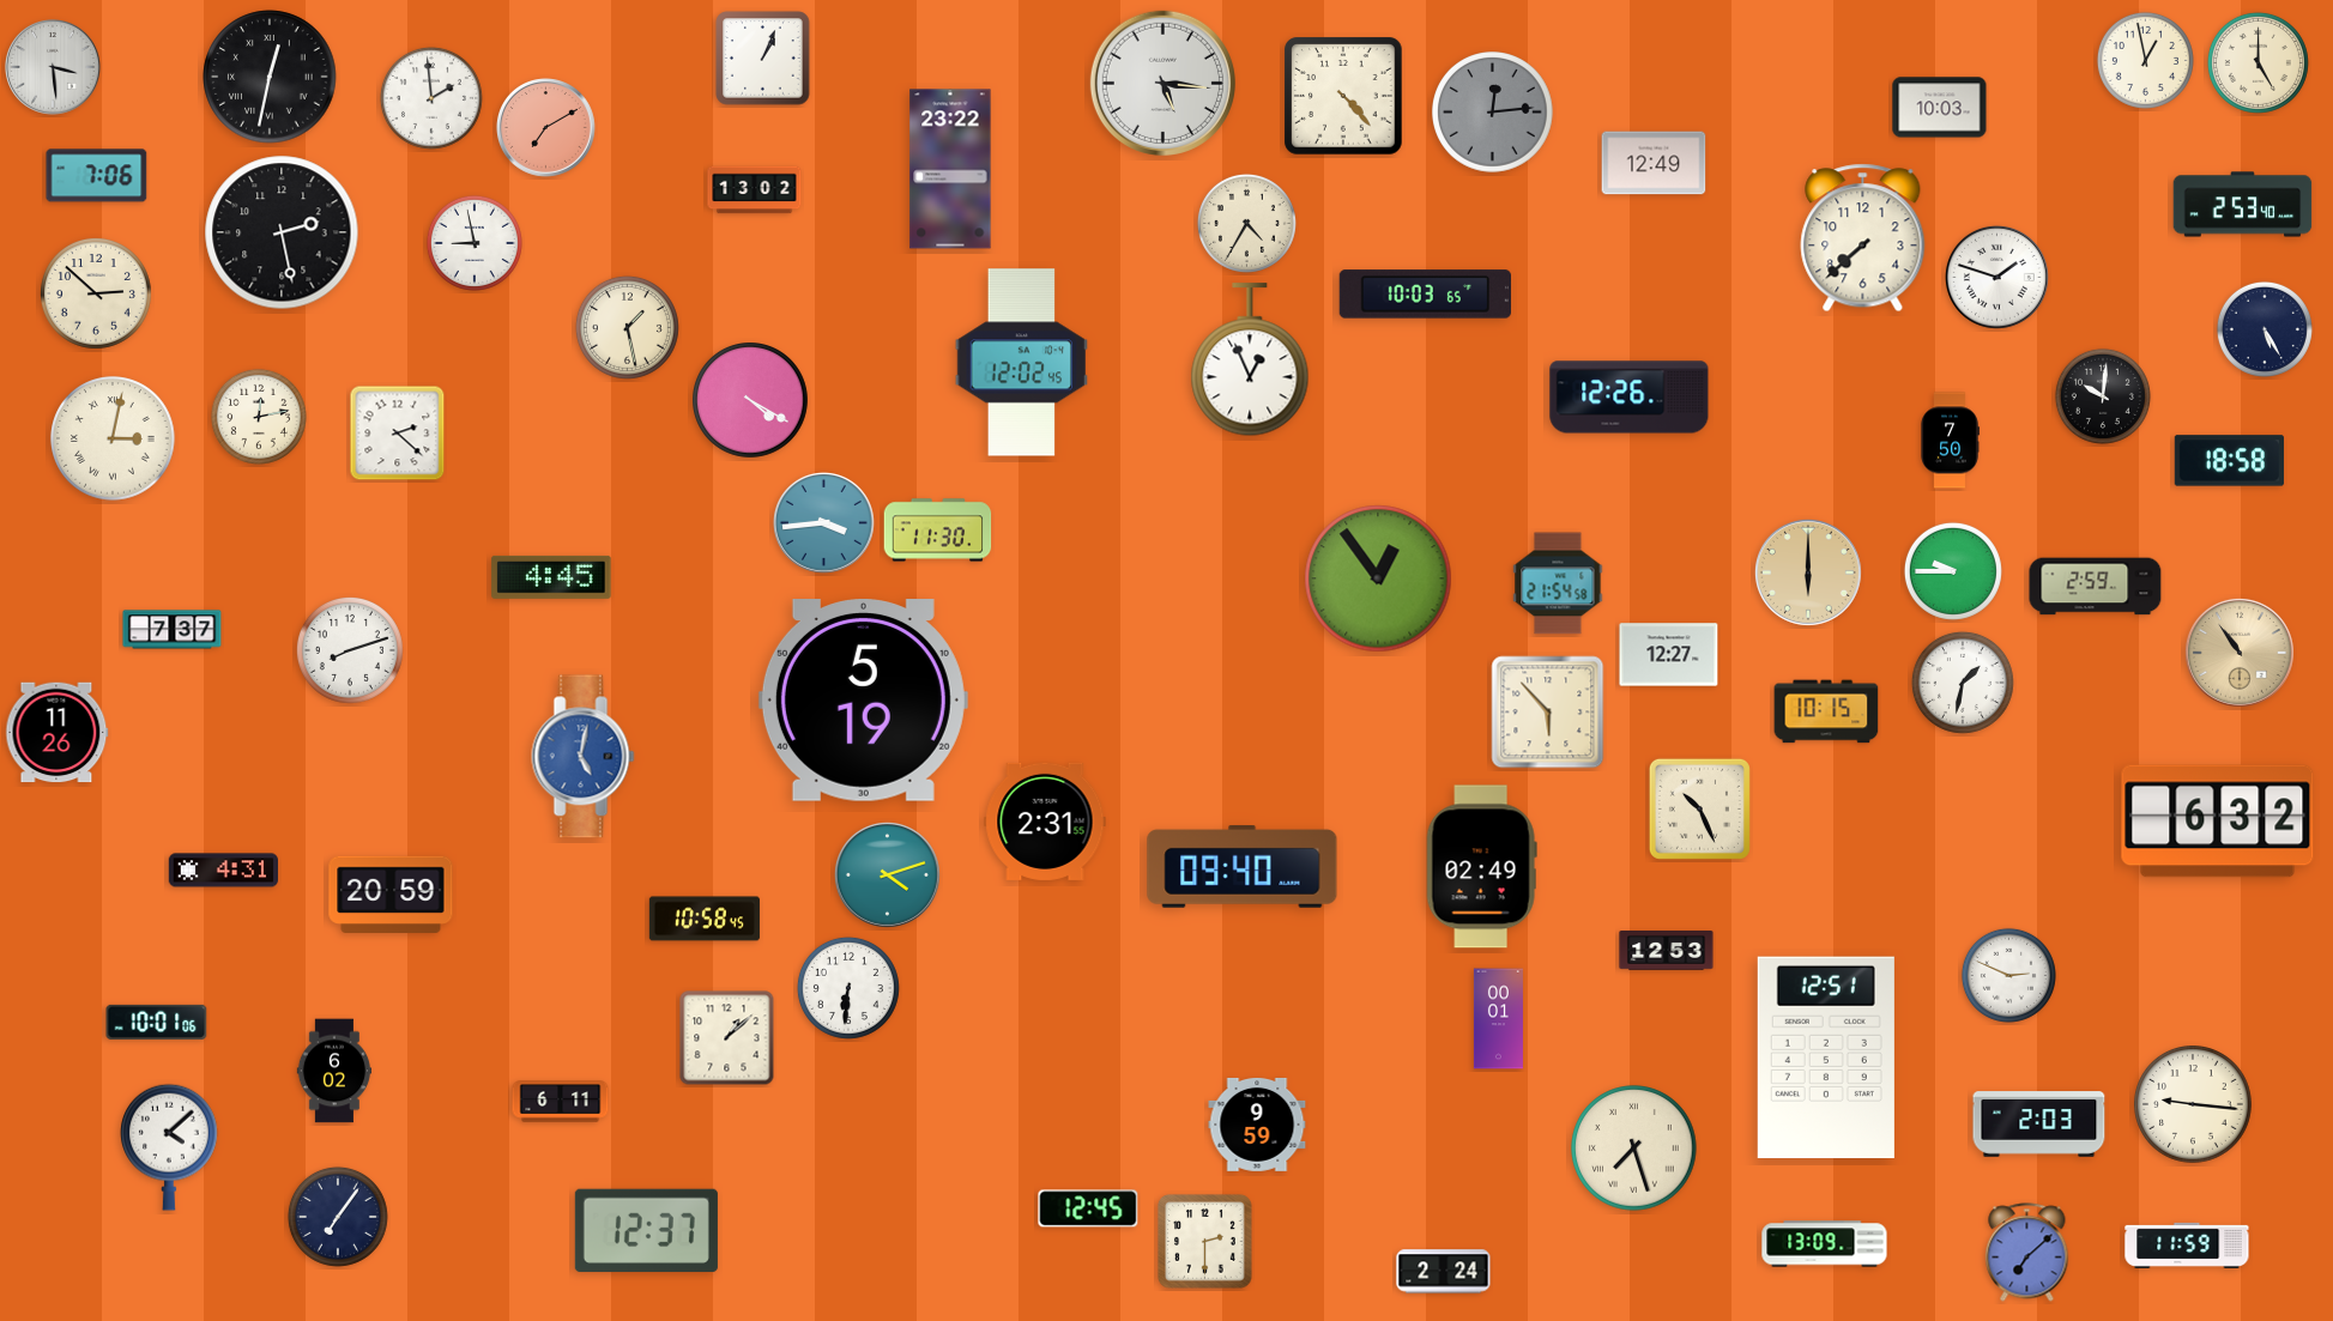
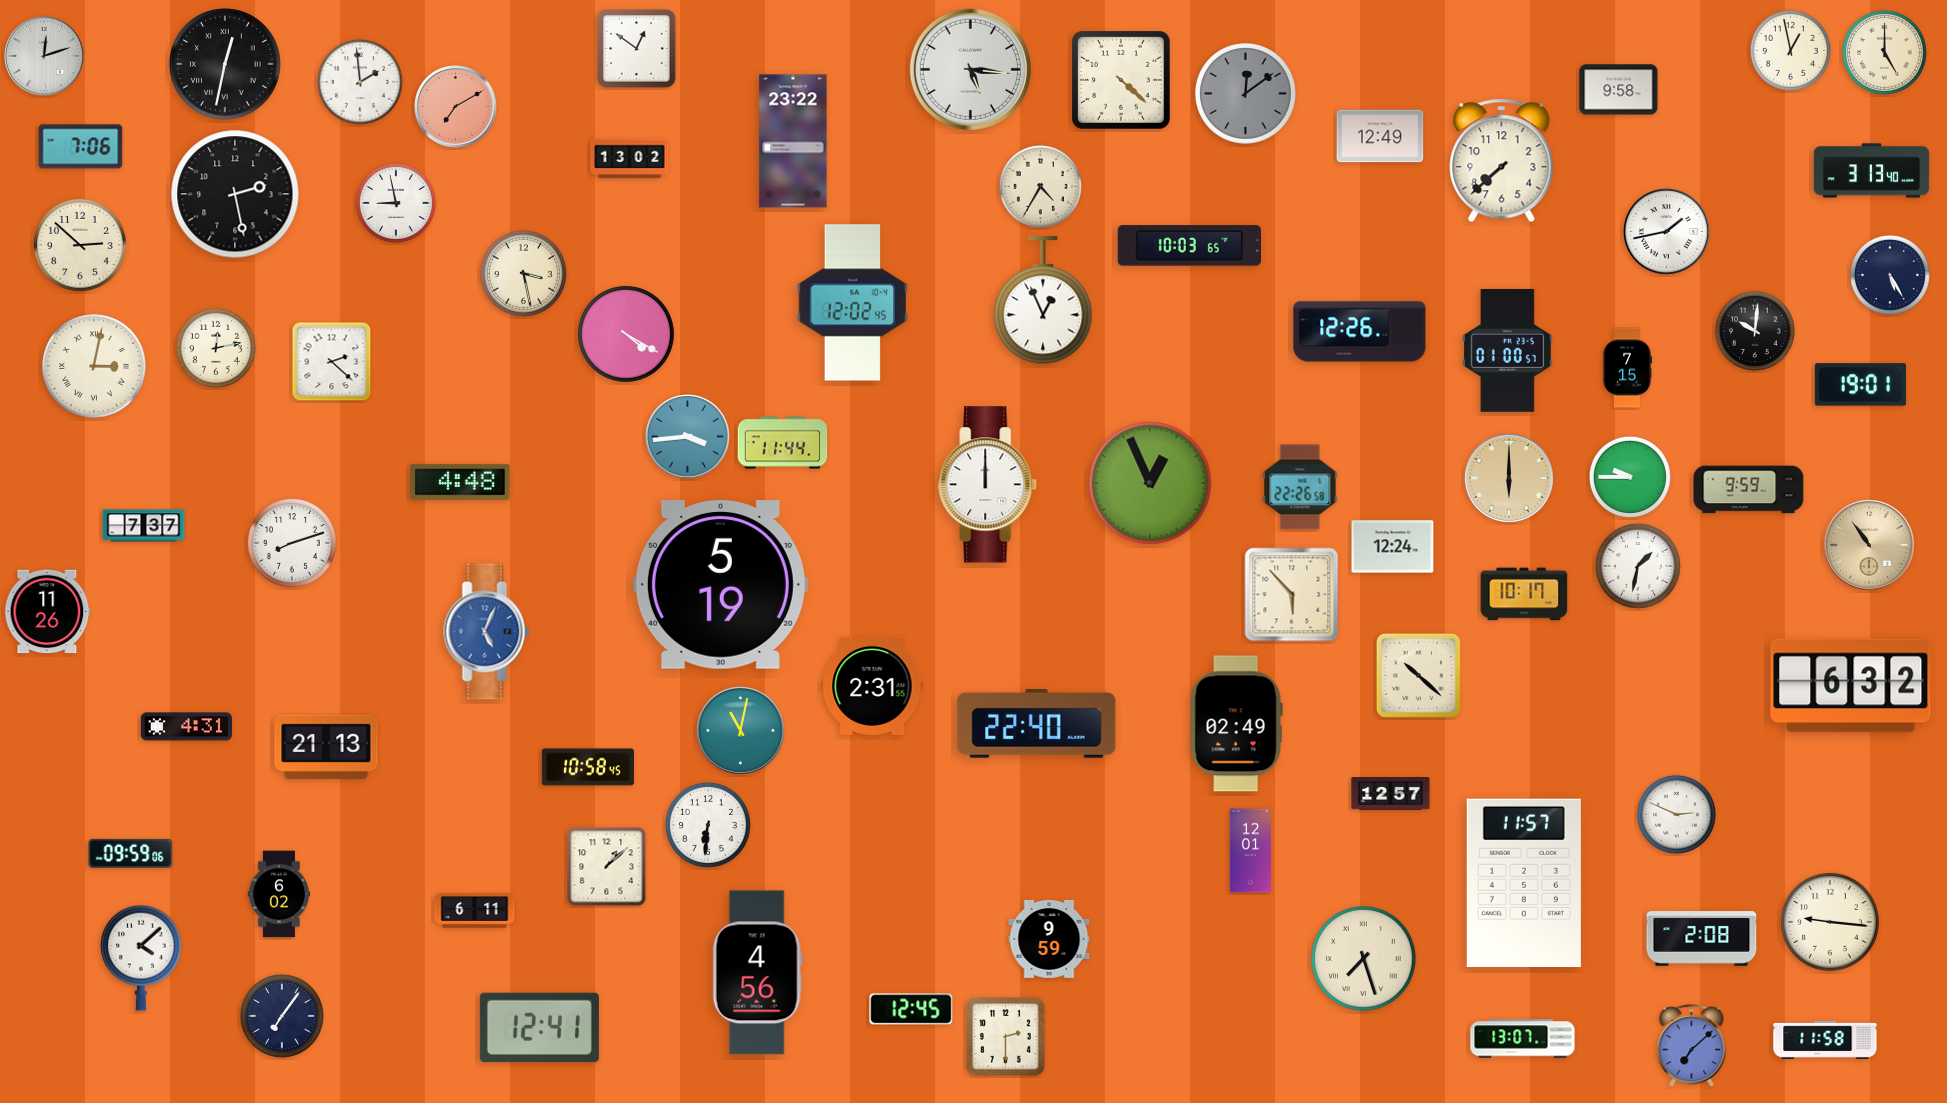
clock at (763, 59): 1:04 -> 12:51
clock at (54, 68): 3:29 -> 12:12
clock at (1343, 96): 4:23 -> 4:22
clock at (1940, 108): 10:03 -> 9:58
clock at (1493, 113): 12:14 -> 12:09
clock at (2243, 205): 2:53 -> 3:13
clock at (1863, 238) position: (1863, 238) -> (1502, 161)
clock at (1996, 277): 1:48 -> 1:43
clock at (627, 327): 1:28 -> 3:28
clock at (1507, 350): none -> 01:00
clock at (1950, 441): 7:50 -> 7:15
clock at (2229, 461): 18:58 -> 19:01
clock at (938, 531): 11:30 -> 11:44
clock at (551, 577): 4:45 -> 4:48
clock at (1378, 578): 12:54 -> 12:56
clock at (988, 485): none -> 12:00
clock at (1558, 583): 21:54 -> 22:26
clock at (2096, 587): 2:59 -> 9:59
clock at (1669, 655): 12:27 -> 12:24
clock at (1963, 683) position: (1963, 683) -> (1638, 566)
clock at (1826, 711): 10:15 -> 10:17
clock at (584, 757): 5:02 -> 5:04
clock at (1699, 808): 10:26 -> 10:22
clock at (1243, 867): 09:40 -> 22:40
clock at (887, 874): 4:12 -> 11:02
clock at (391, 893): 20:59 -> 21:13
clock at (1667, 951): 12:53 -> 12:57
clock at (1498, 1019): 00:01 -> 12:01
clock at (157, 1022): 10:01 -> 09:59
clock at (1826, 1058): 12:51 -> 11:57
clock at (561, 1102) position: (561, 1102) -> (475, 911)
clock at (2039, 1125): 2:03 -> 2:08
clock at (757, 973): none -> 4:56
clock at (1088, 1208) position: (1088, 1208) -> (911, 1009)
clock at (646, 1231): 12:37 -> 12:41
clock at (1825, 1244): 13:09 -> 13:07
clock at (2187, 1246): 11:59 -> 11:58
clock at (1444, 1272): 2:24 -> none
